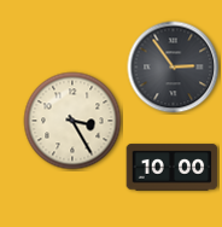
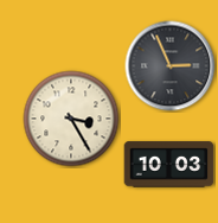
clock at (174, 68): 2:54 -> 2:56
clock at (173, 168): 10:00 -> 10:03
